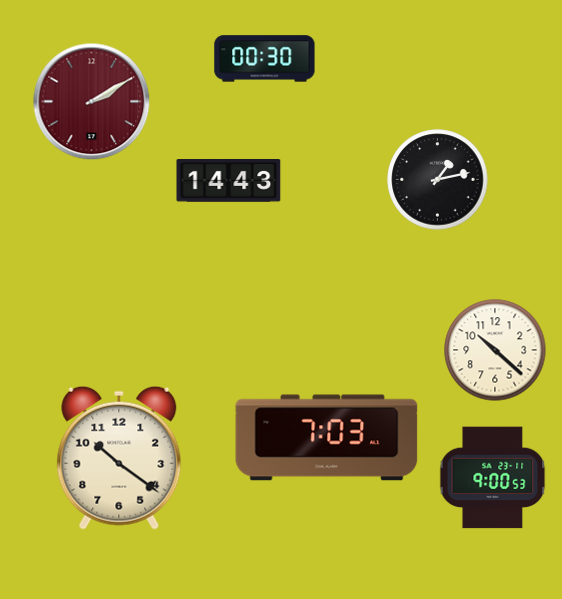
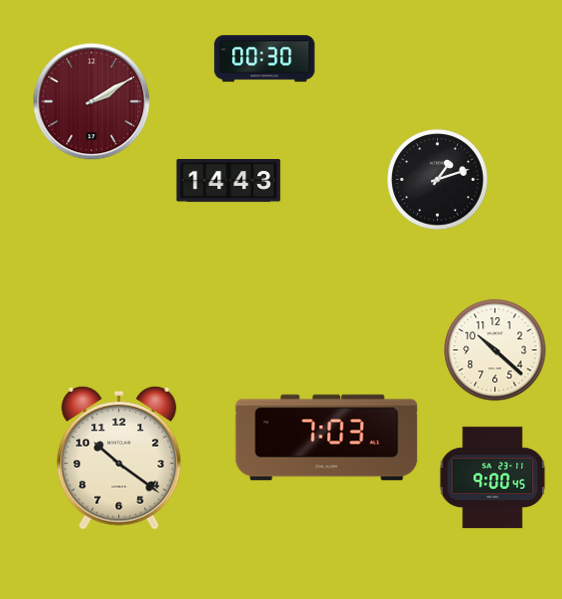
clock at (438, 180): 1:13 -> 1:12
clock at (493, 478): 9:00:53 -> 9:00:45
